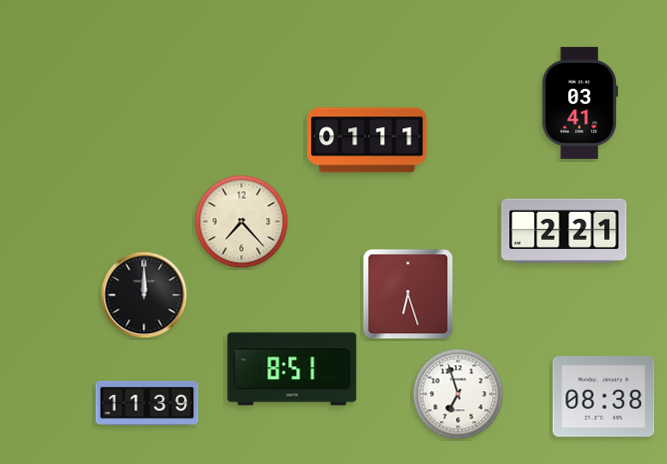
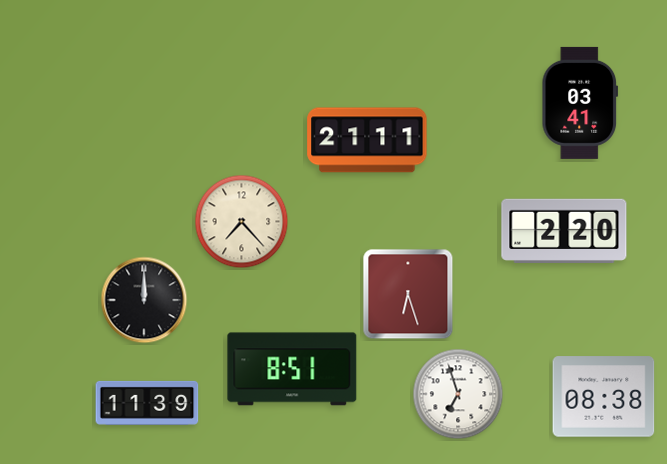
clock at (367, 140): 01:11 -> 21:11
clock at (564, 231): 2:21 -> 2:20
clock at (144, 295) position: (144, 295) -> (144, 300)
